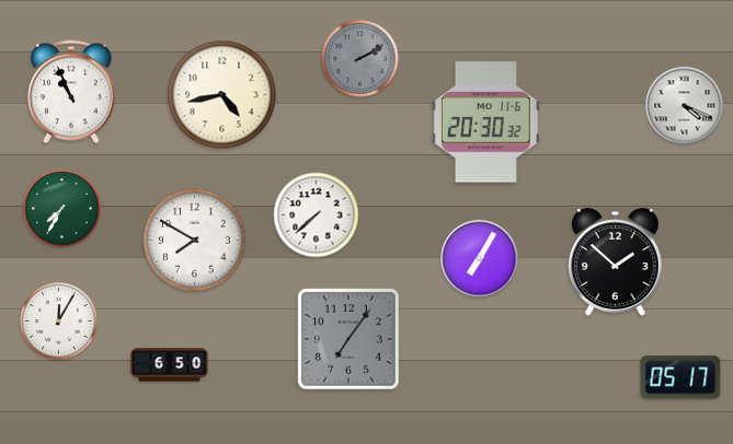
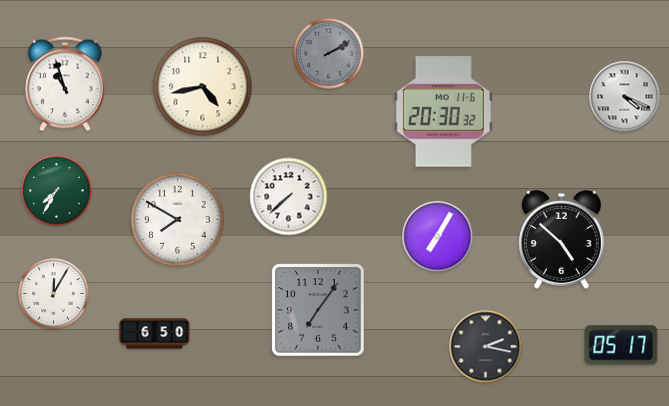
clock at (71, 92): 10:56 -> 10:57
clock at (615, 262): 1:52 -> 4:52
clock at (486, 347): none -> 2:17
